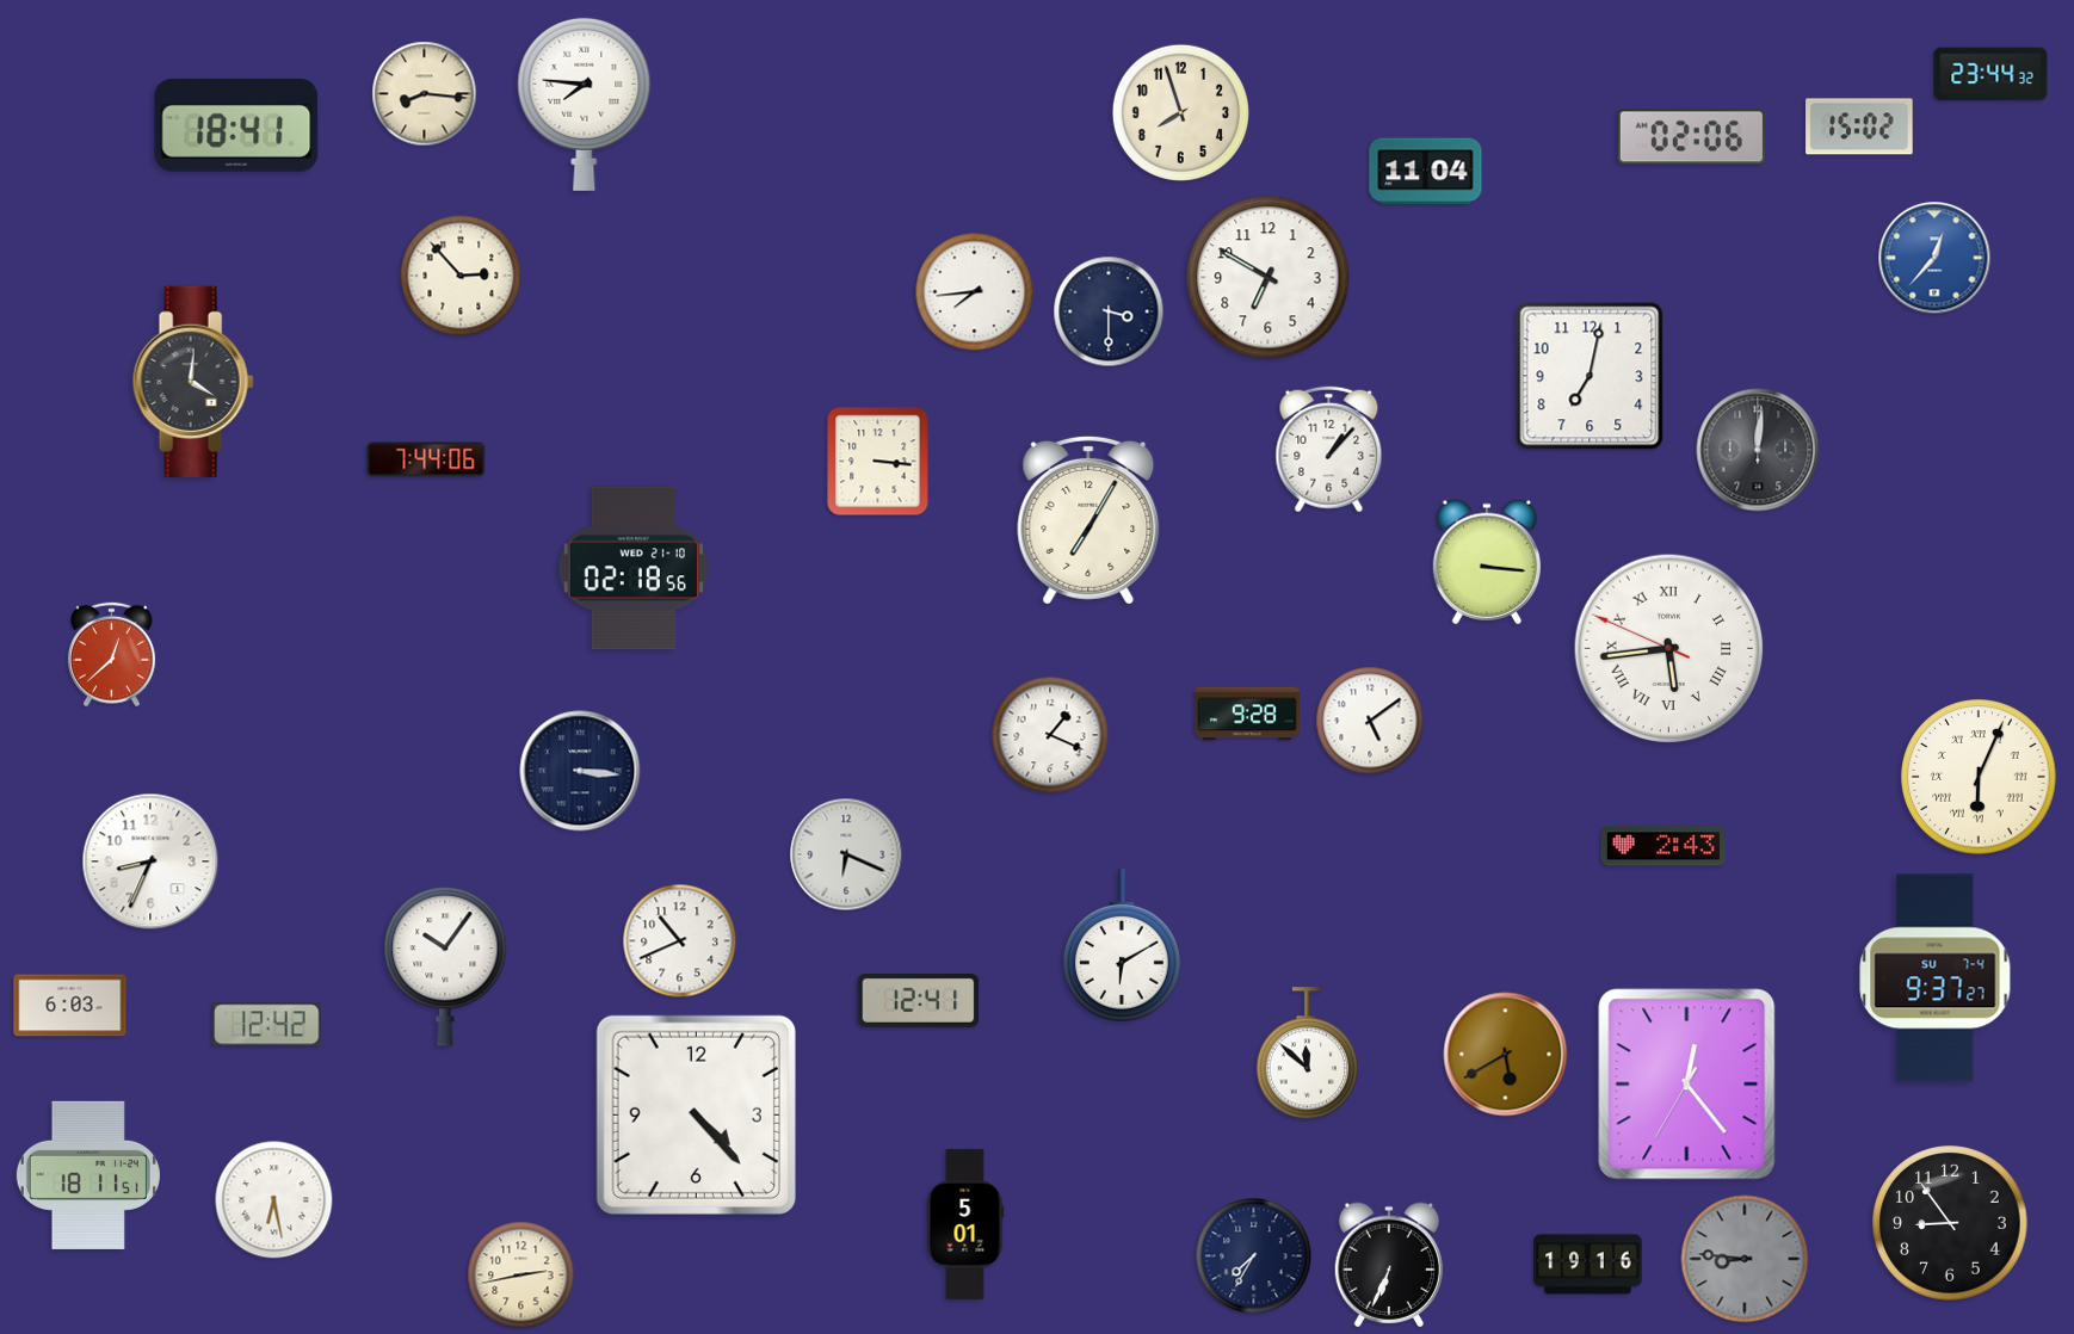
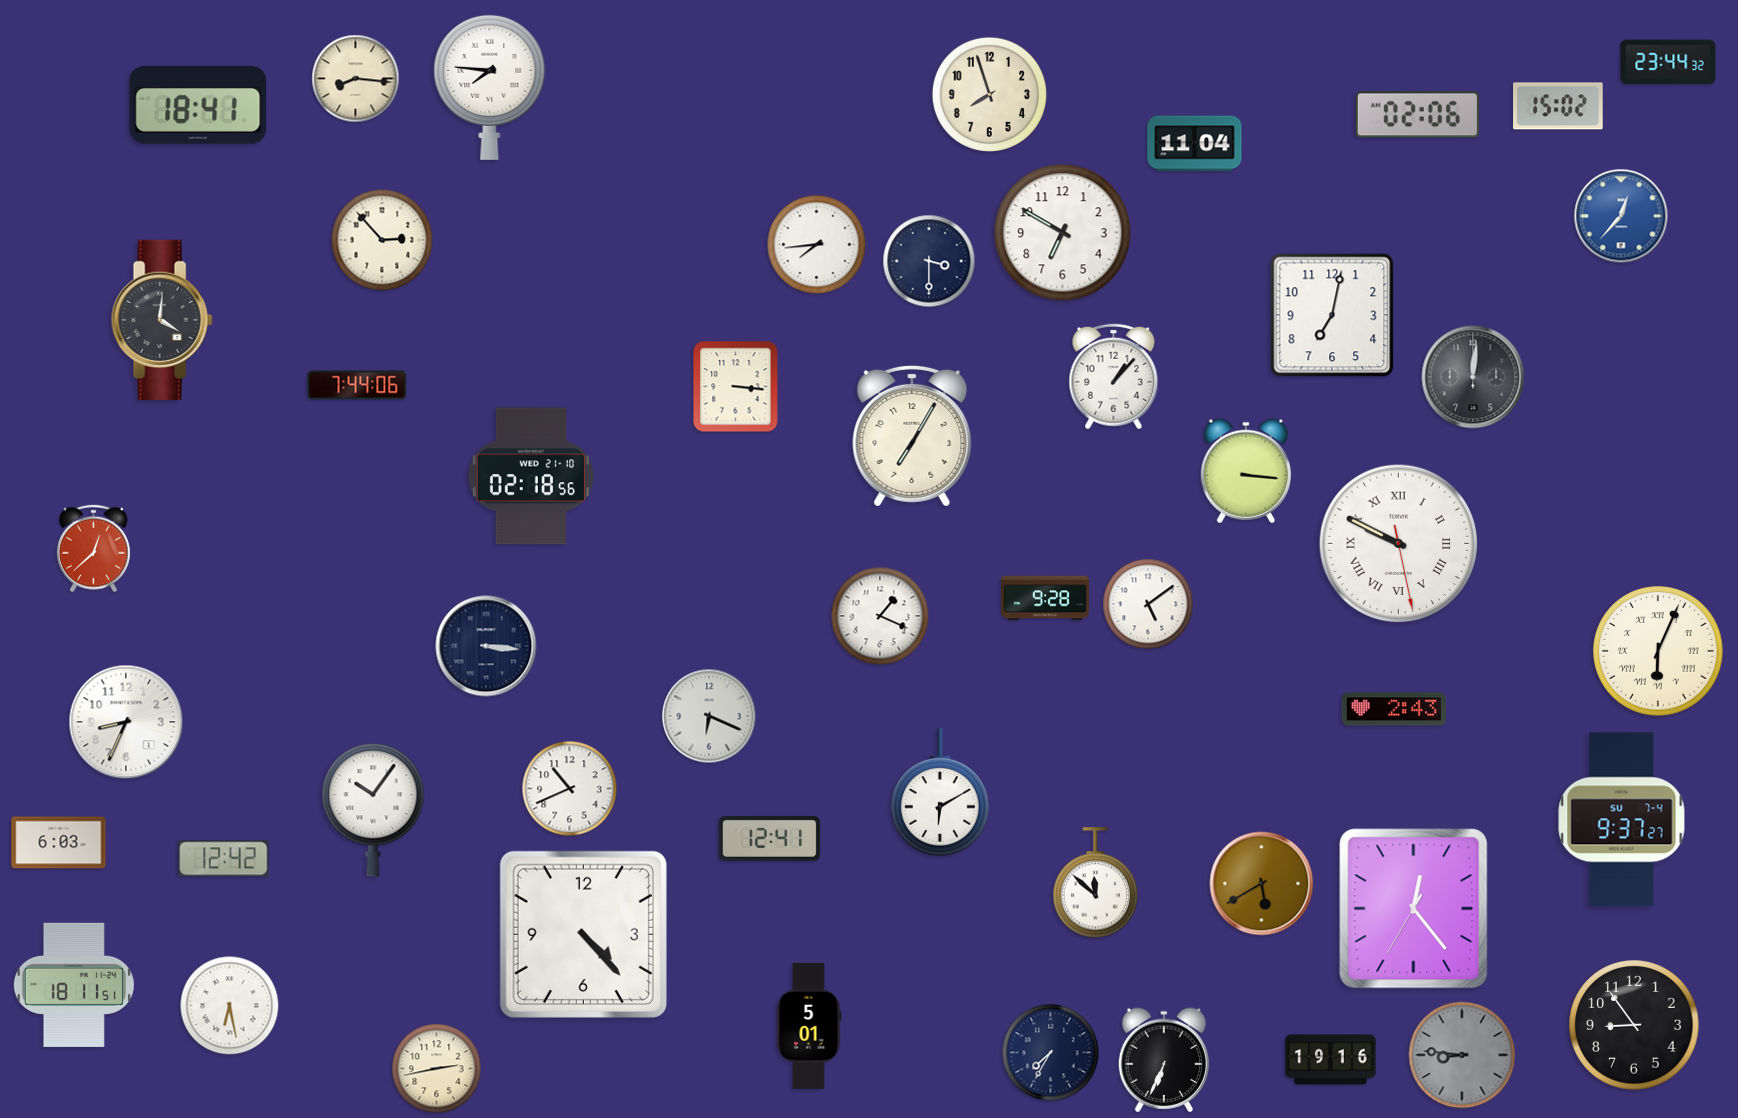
clock at (461, 276) position: (461, 276) -> (382, 240)
clock at (1669, 649): 5:43 -> 9:49
